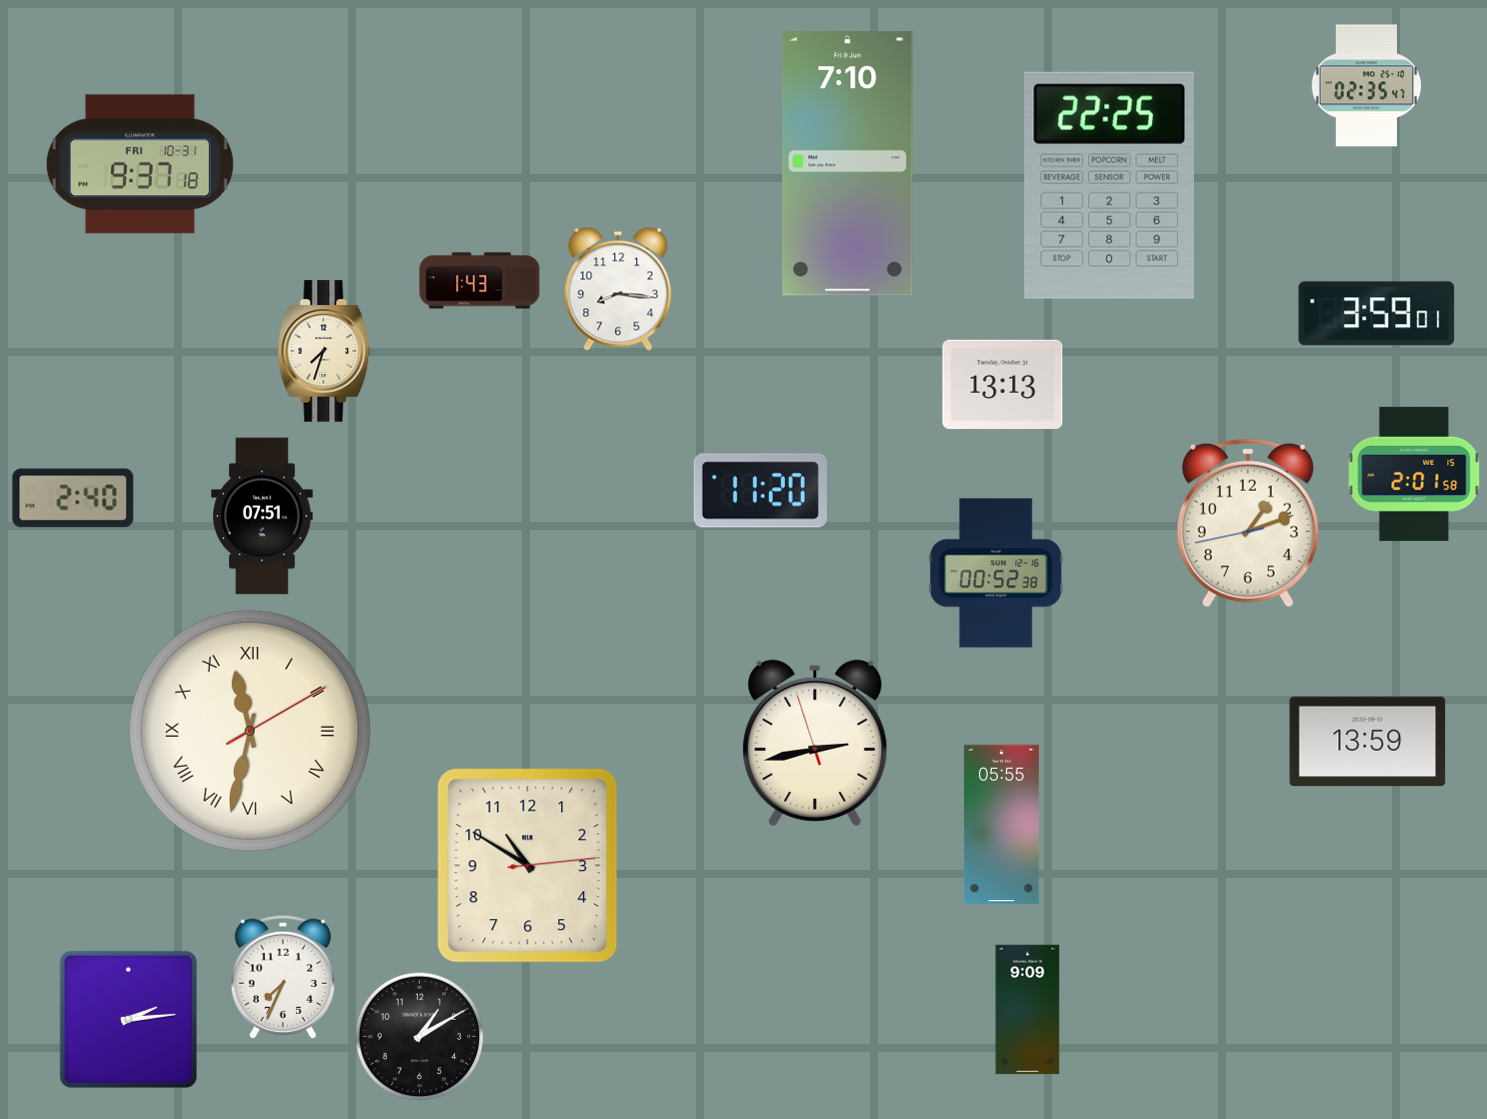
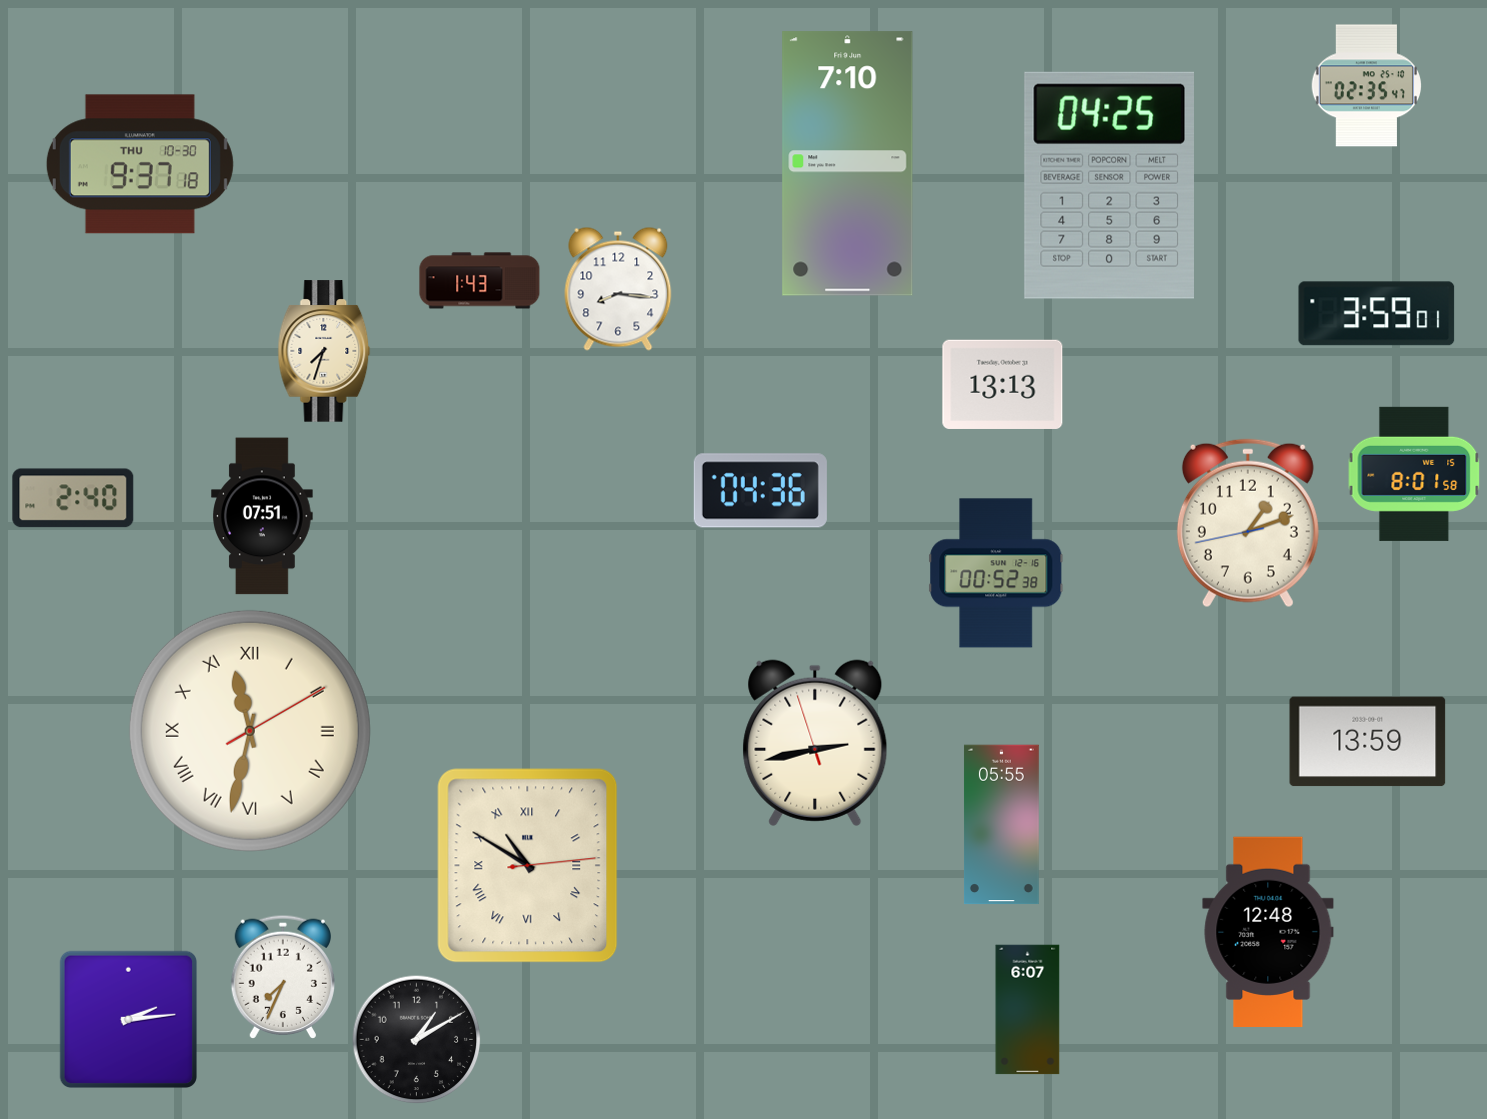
clock at (140, 164) date: FRI 10-31 -> THU 10-30
clock at (1109, 185): 22:25 -> 04:25
clock at (1414, 474): 2:01 -> 8:01
clock at (760, 491): 11:20 -> 04:36
clock at (528, 866) numerals: Arabic -> Roman
clock at (1268, 931): none -> 12:48
clock at (1028, 1010): 9:09 -> 6:07
clock at (420, 1037) position: (420, 1037) -> (417, 1040)
